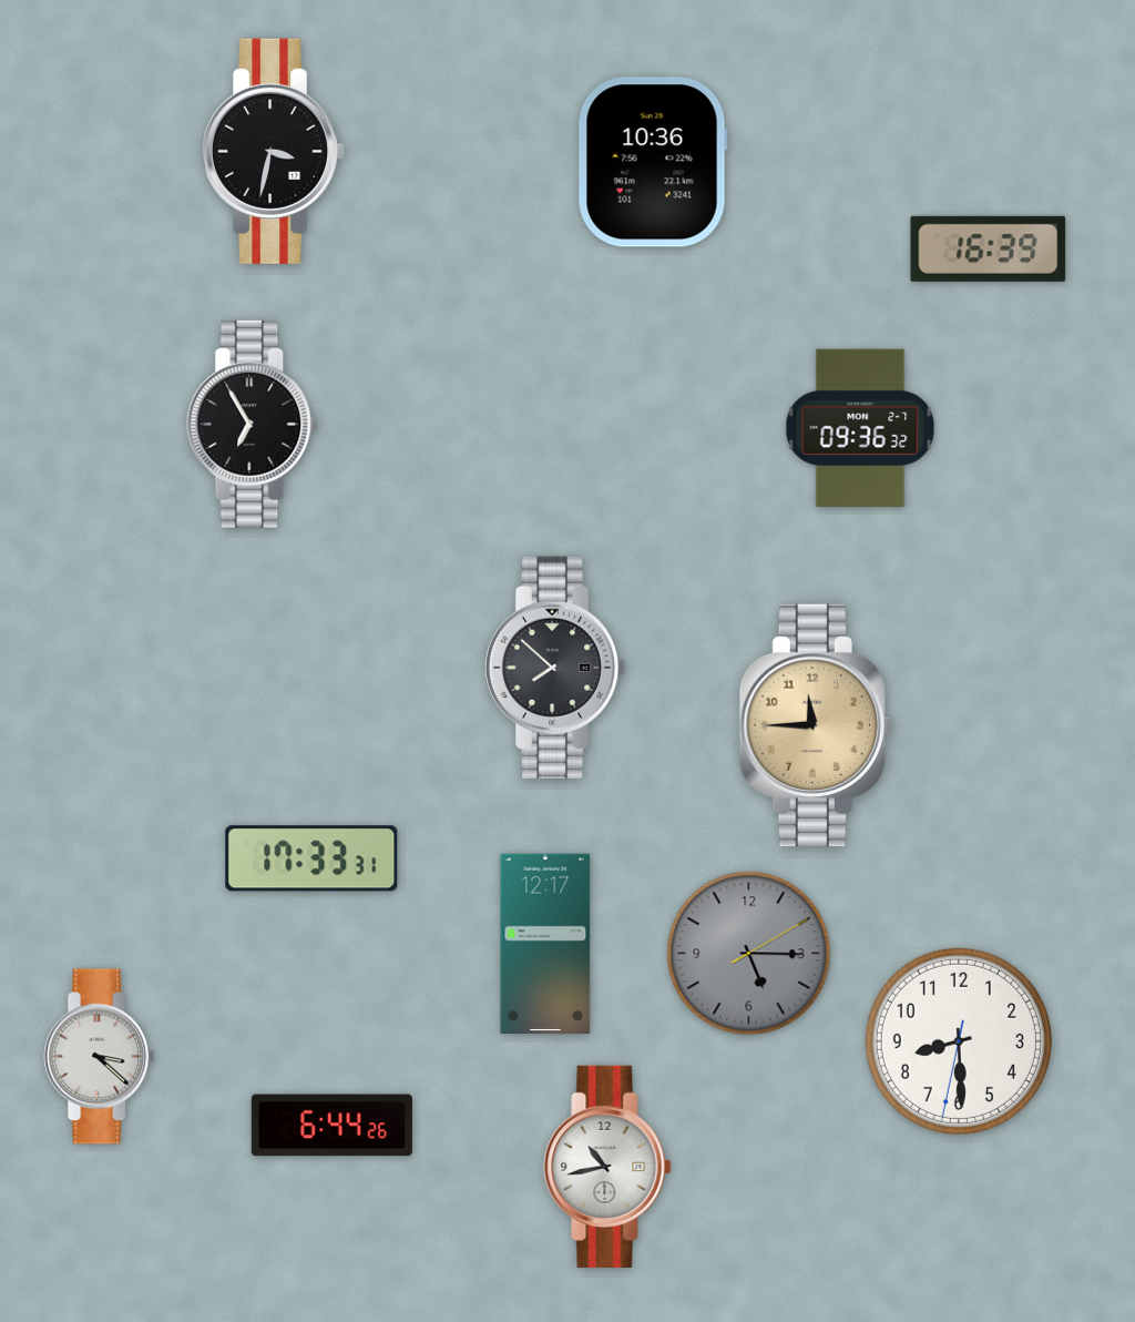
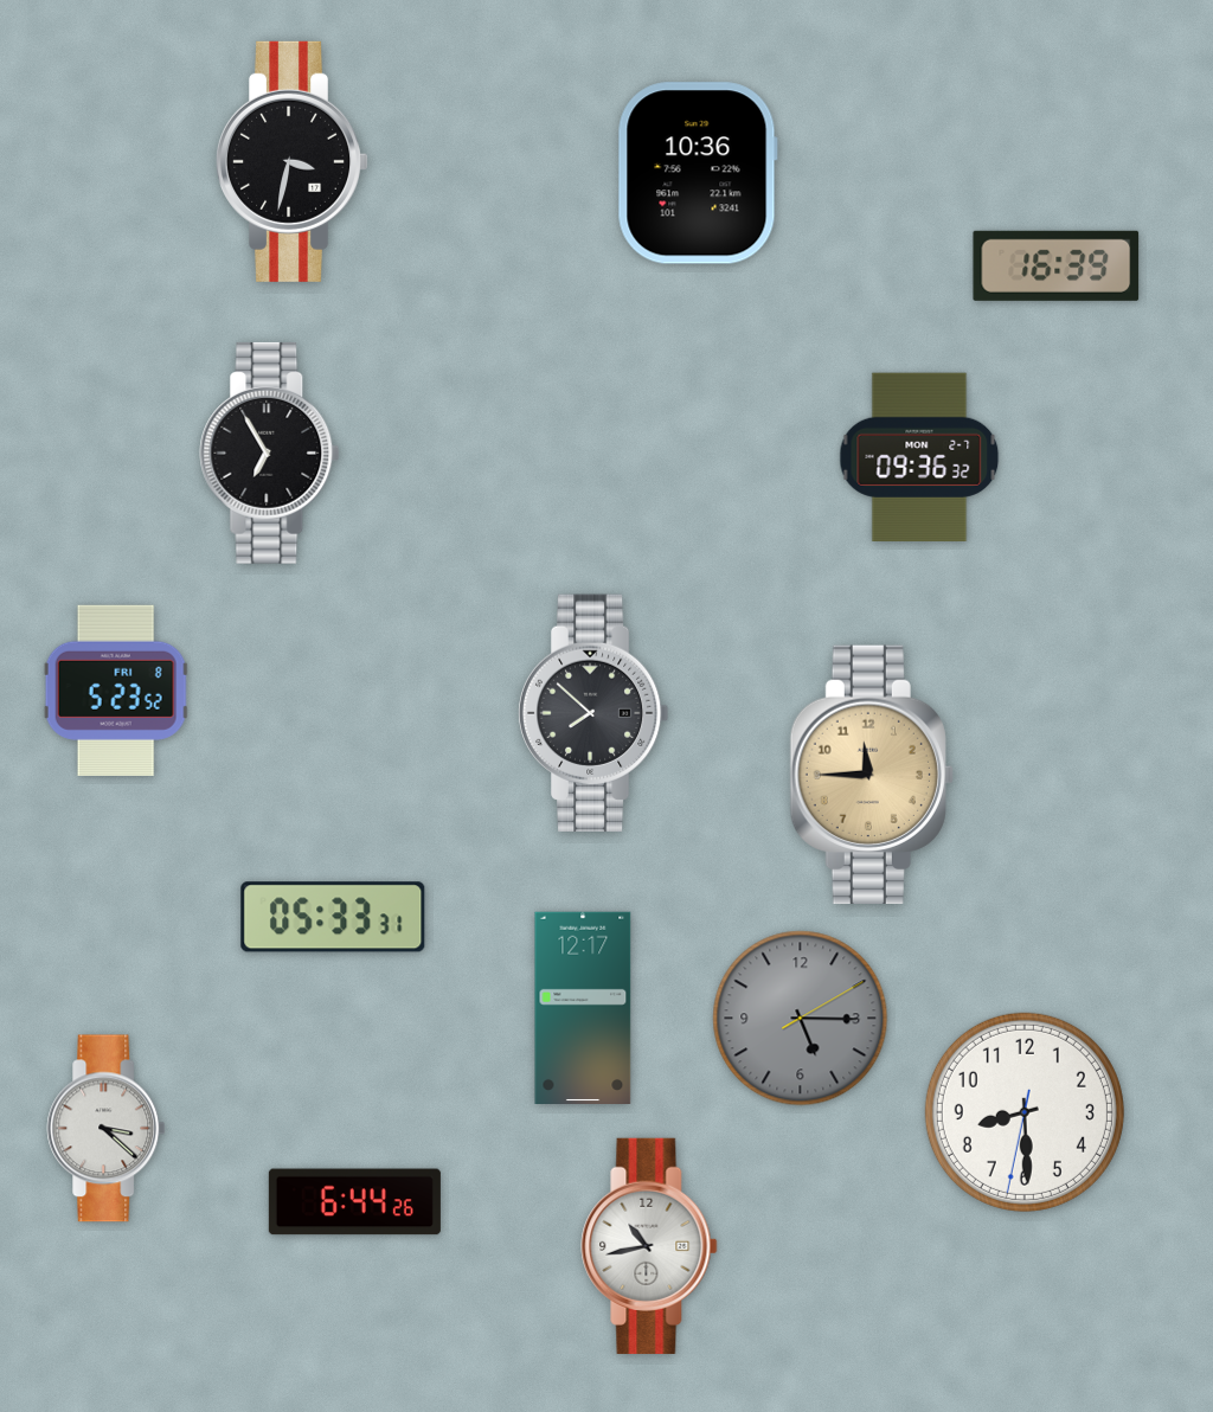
clock at (116, 691): none -> 5:23
clock at (311, 858): 17:33 -> 05:33
